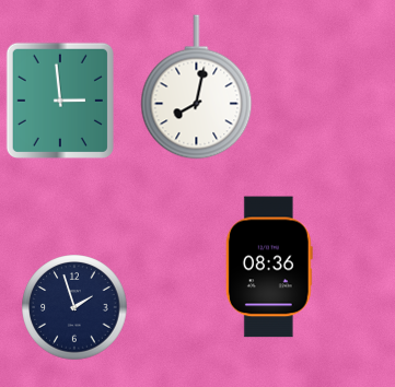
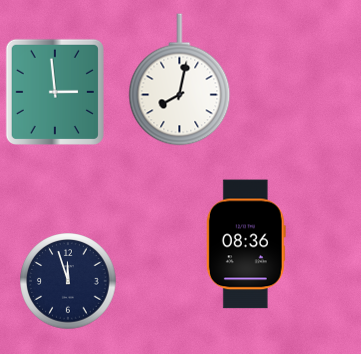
clock at (74, 307): 1:57 -> 11:57
